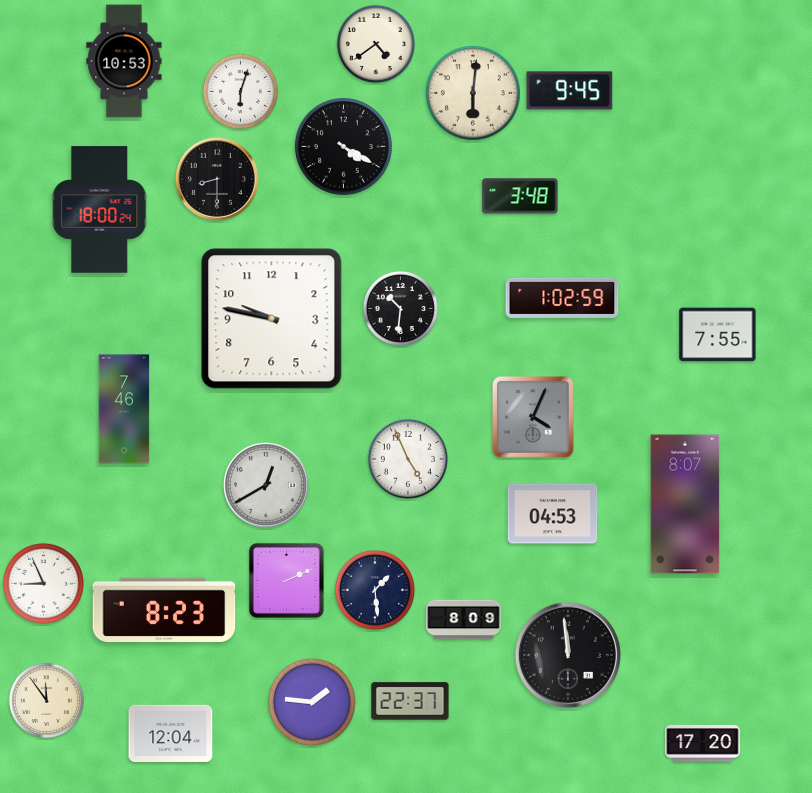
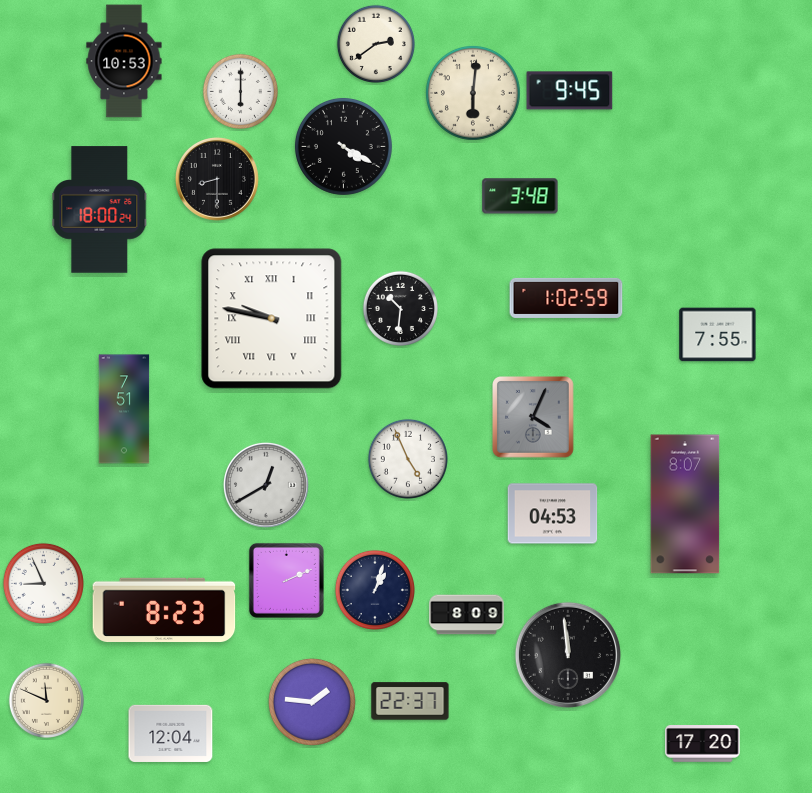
clock at (376, 44): 4:39 -> 2:39
clock at (240, 91): 6:03 -> 6:00
clock at (562, 298) position: (562, 298) -> (566, 298)
clock at (272, 319) numerals: Arabic -> Roman
clock at (124, 409): 7:46 -> 7:51
clock at (375, 590): 1:29 -> 1:03
clock at (464, 620) position: (464, 620) -> (467, 615)
clock at (46, 700): 11:54 -> 11:49
